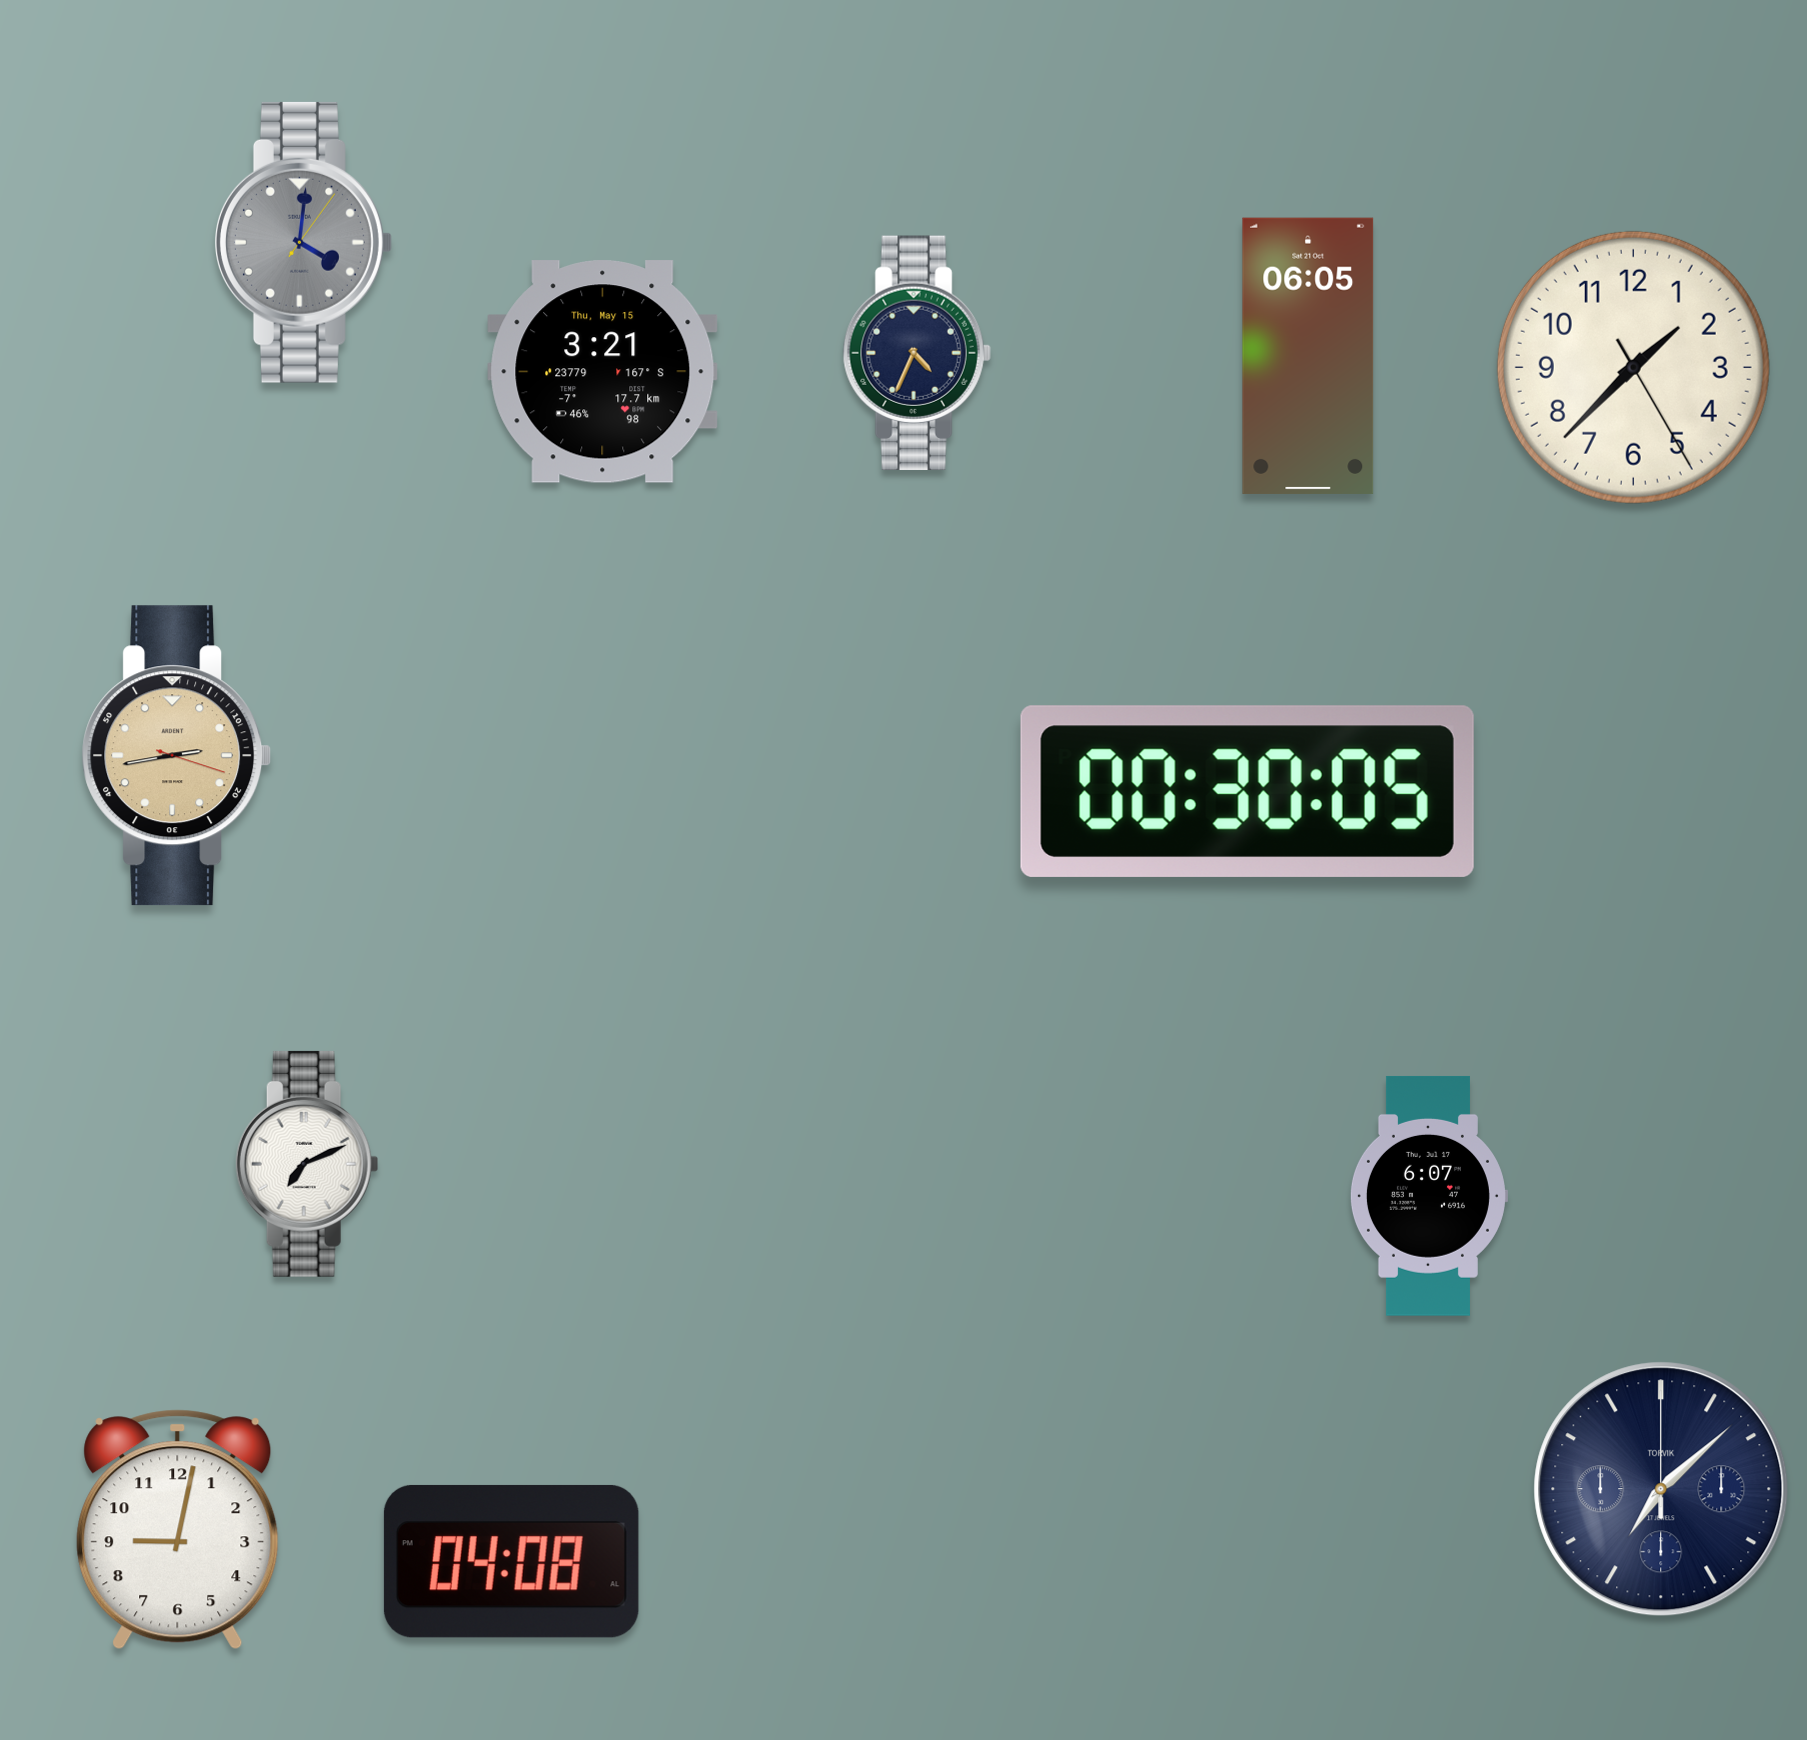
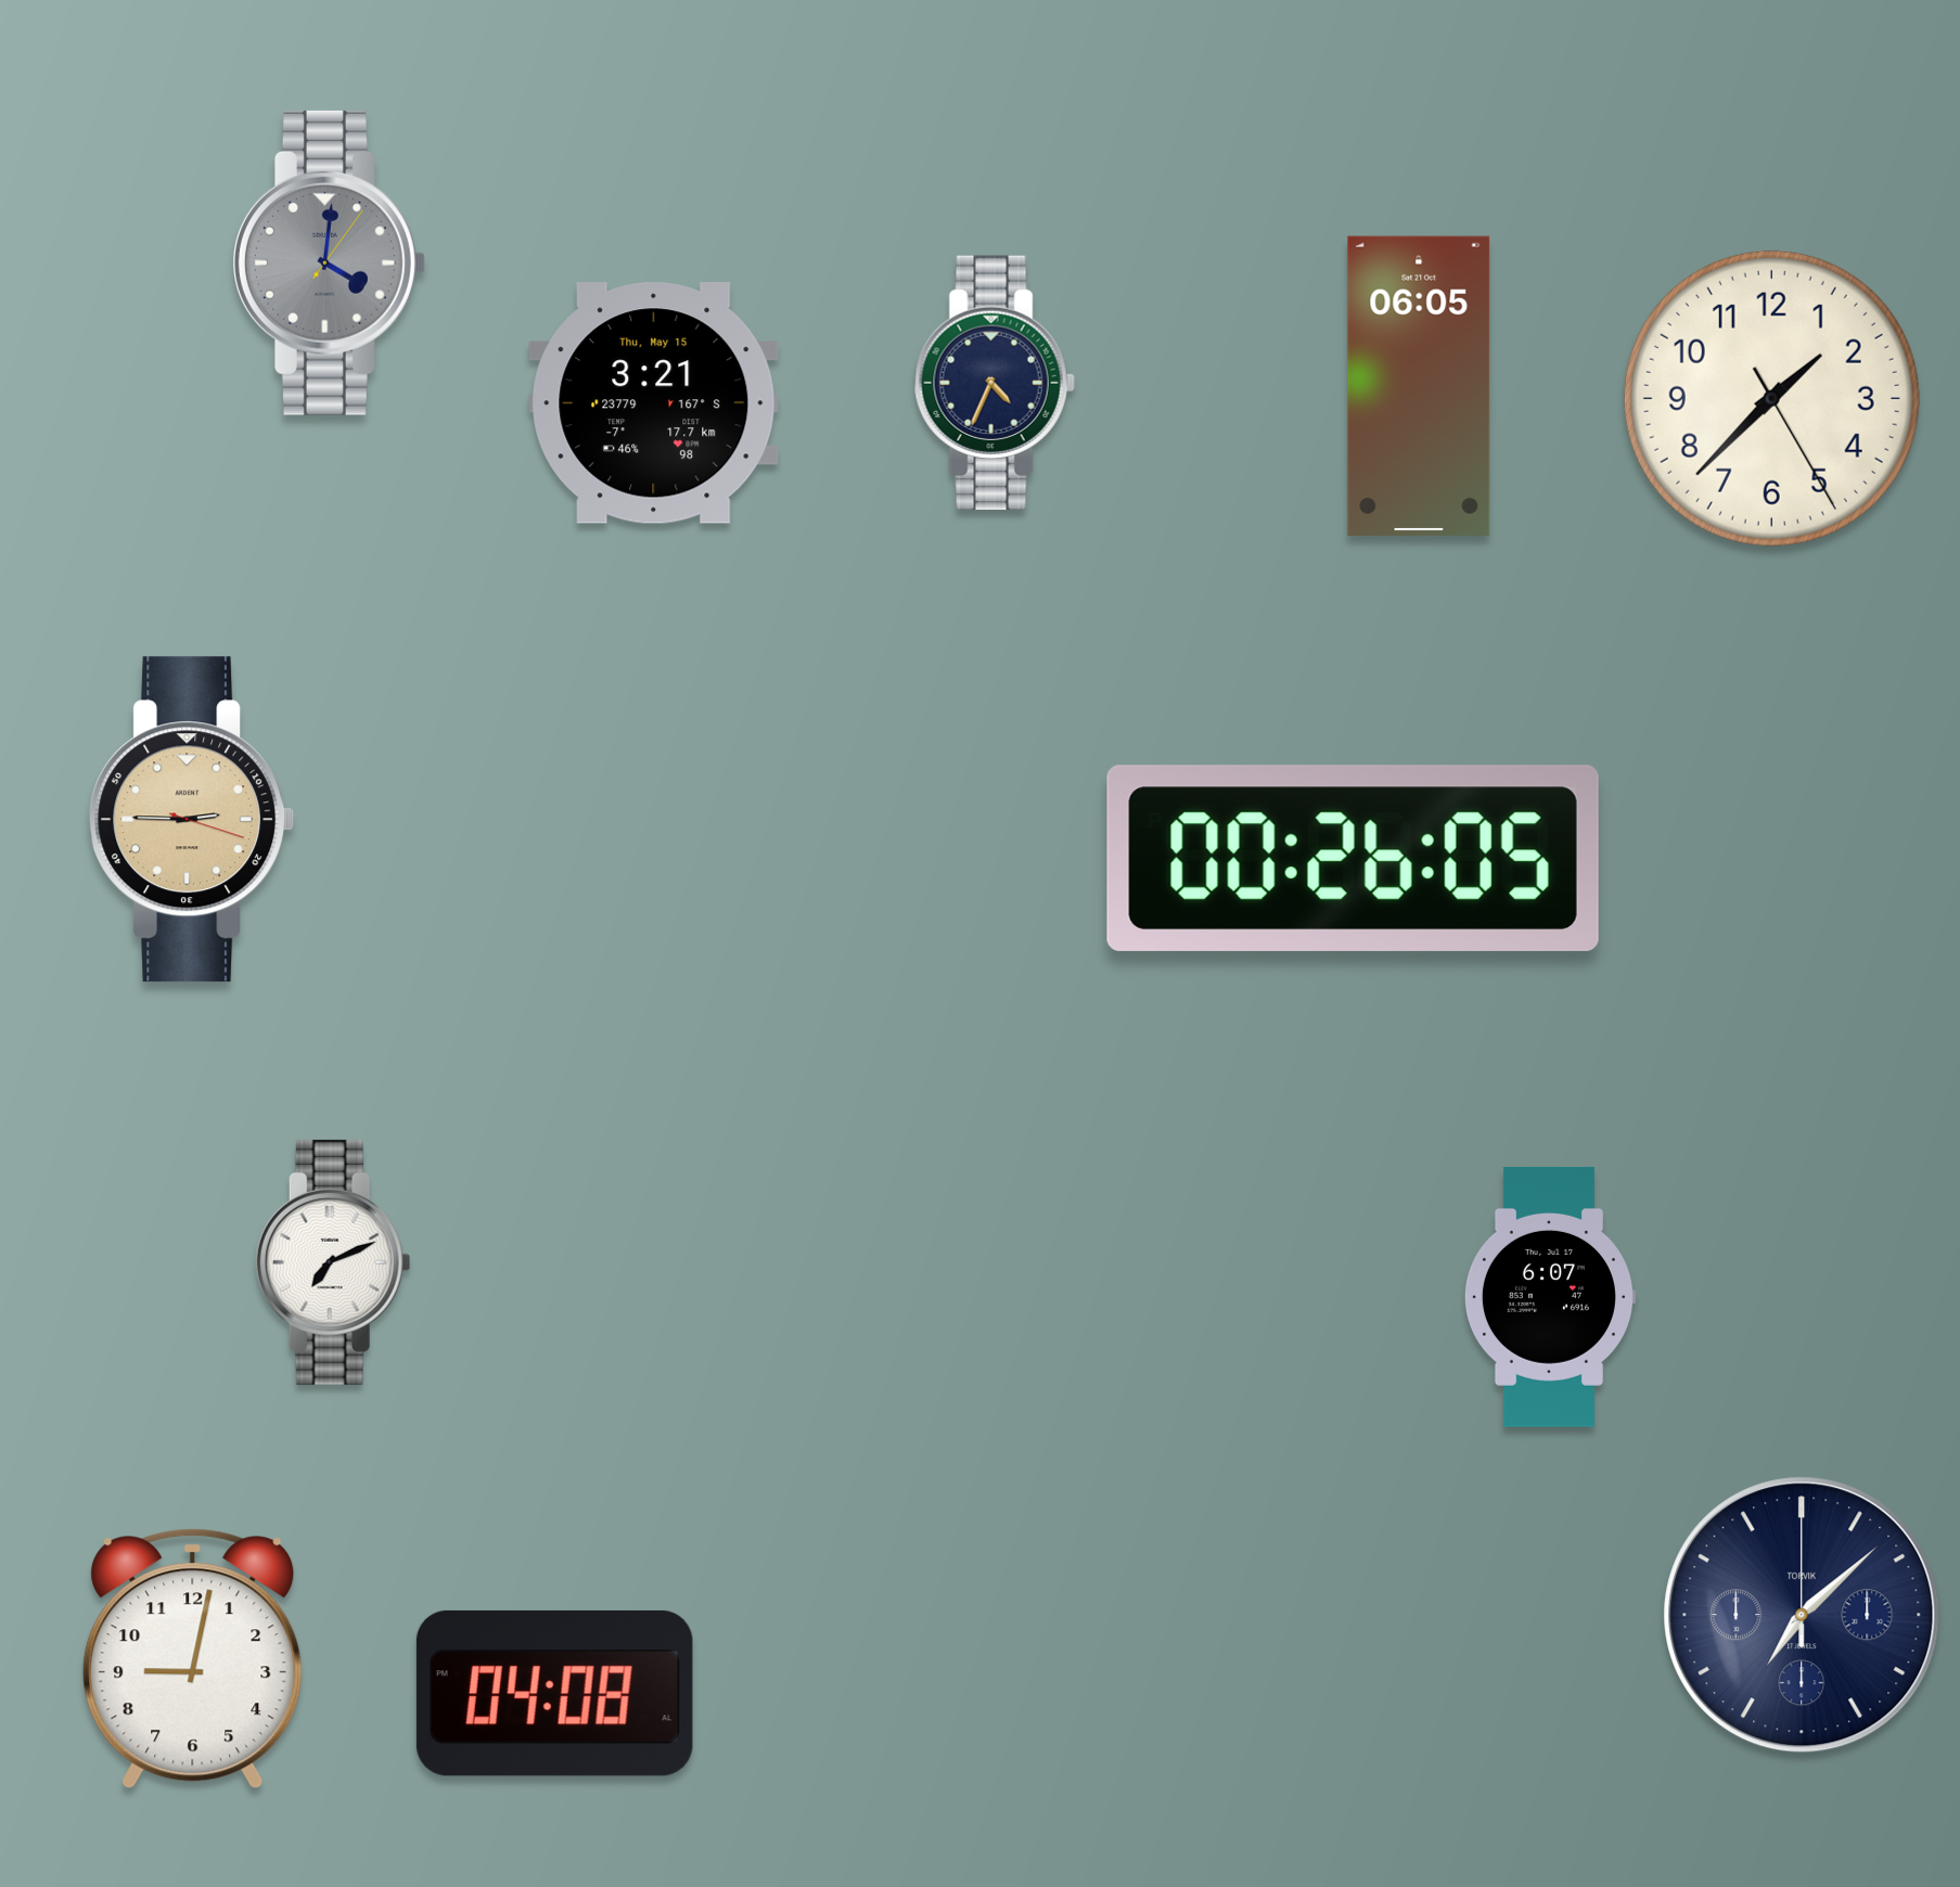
clock at (177, 756): 2:43 -> 2:45
clock at (1247, 791): 00:30 -> 00:26
